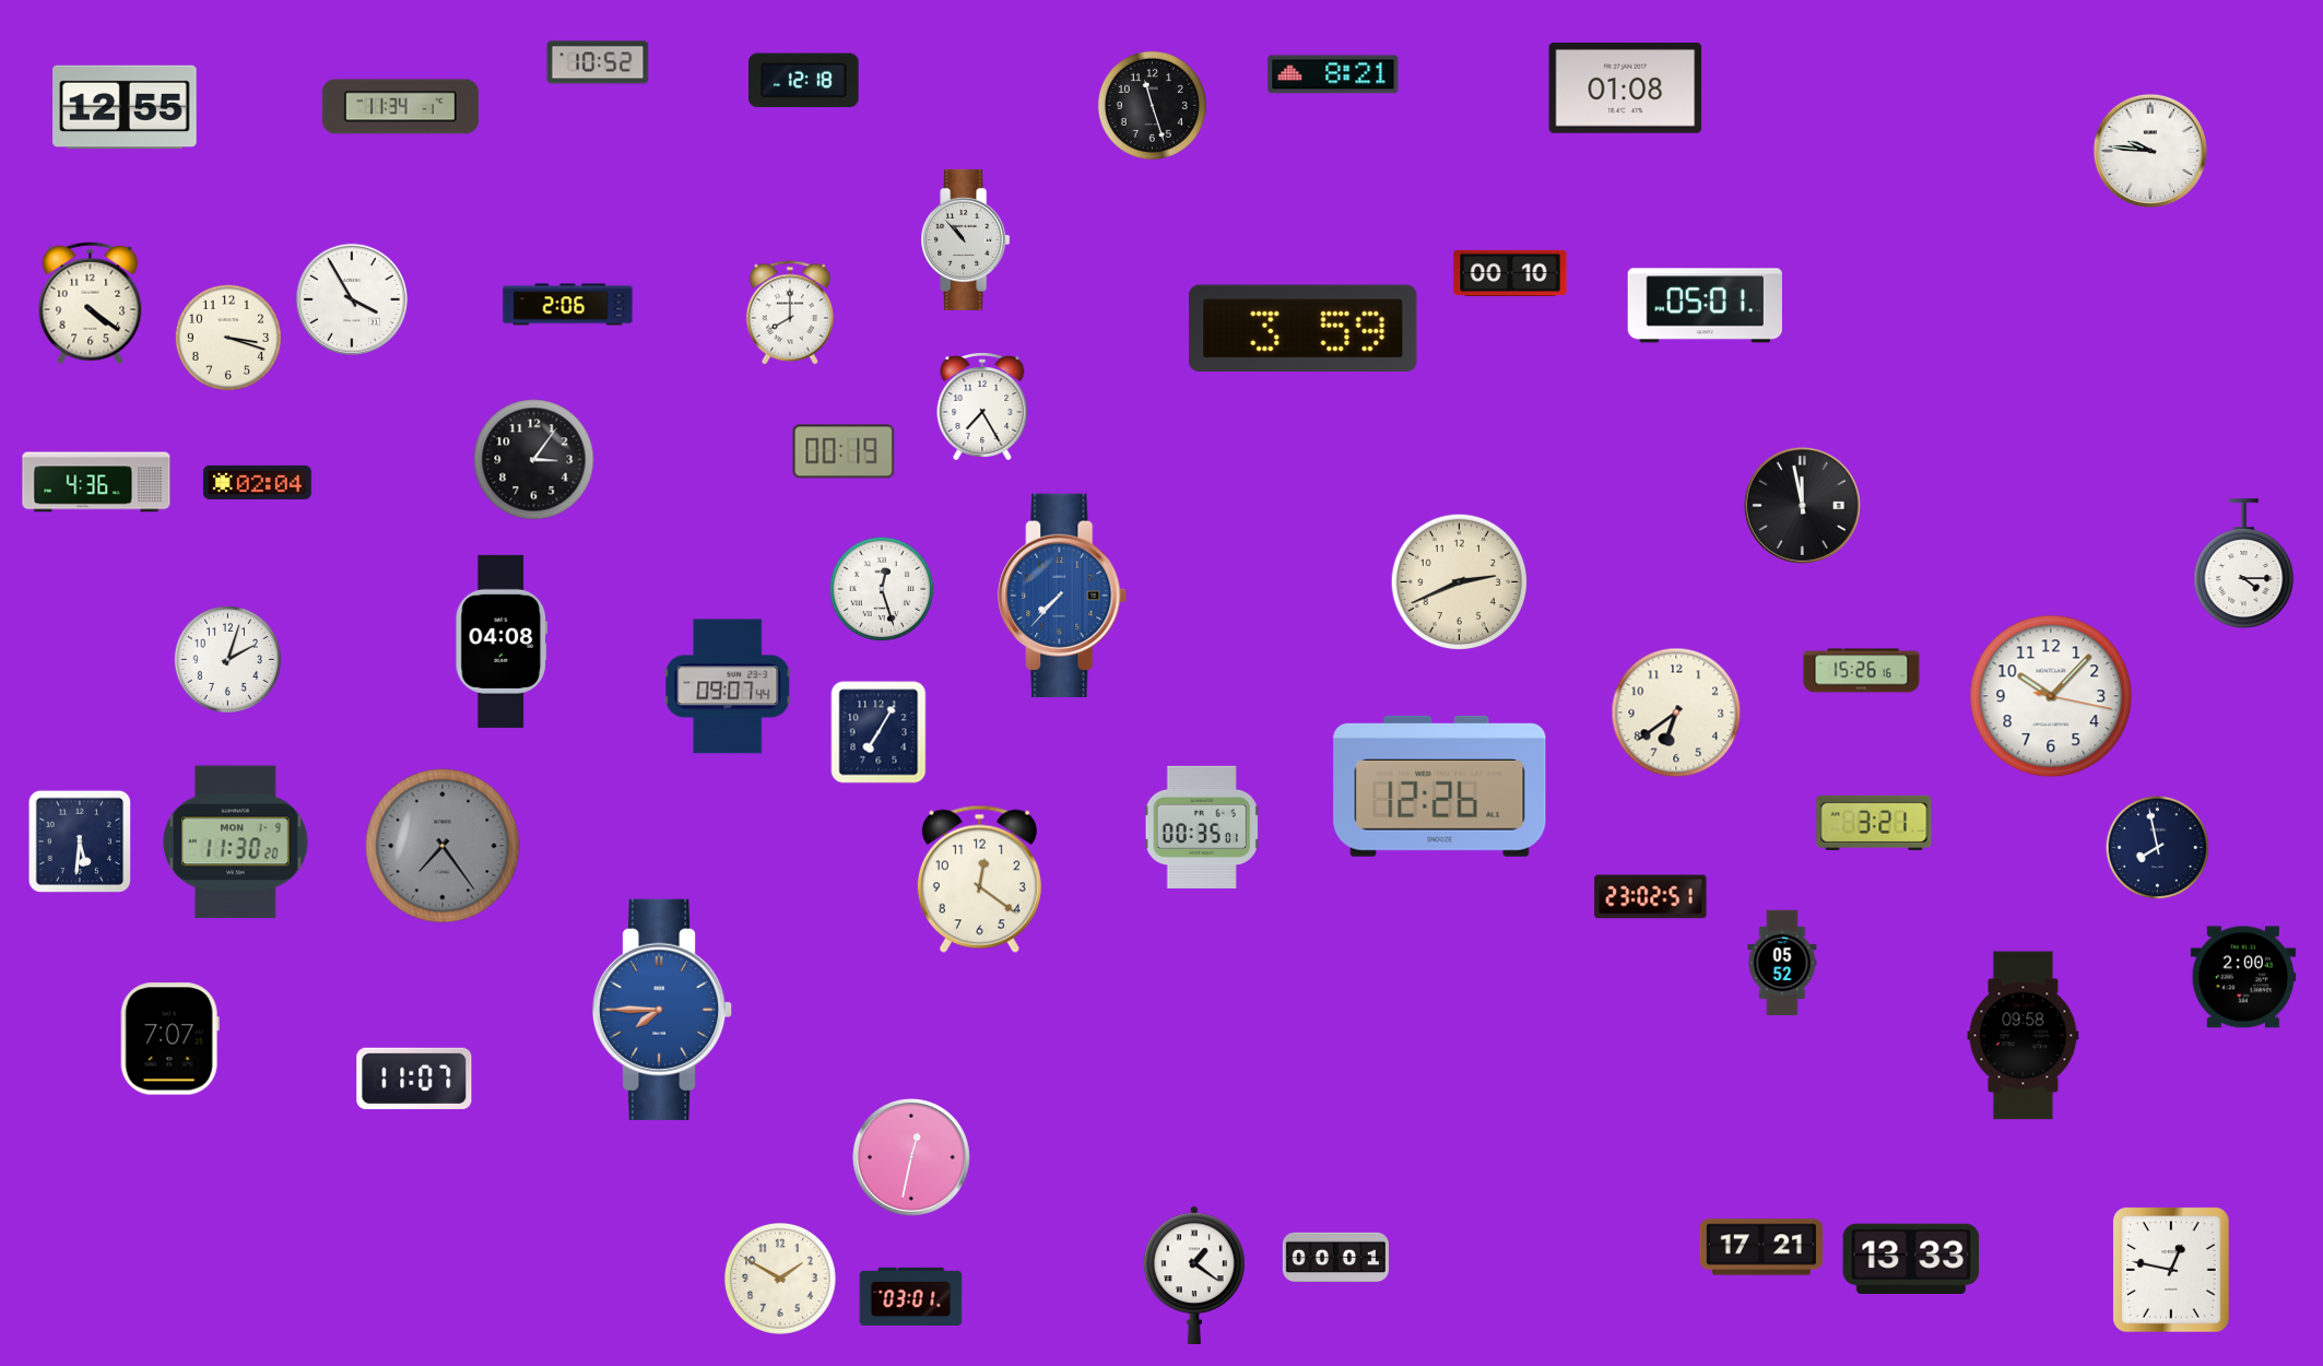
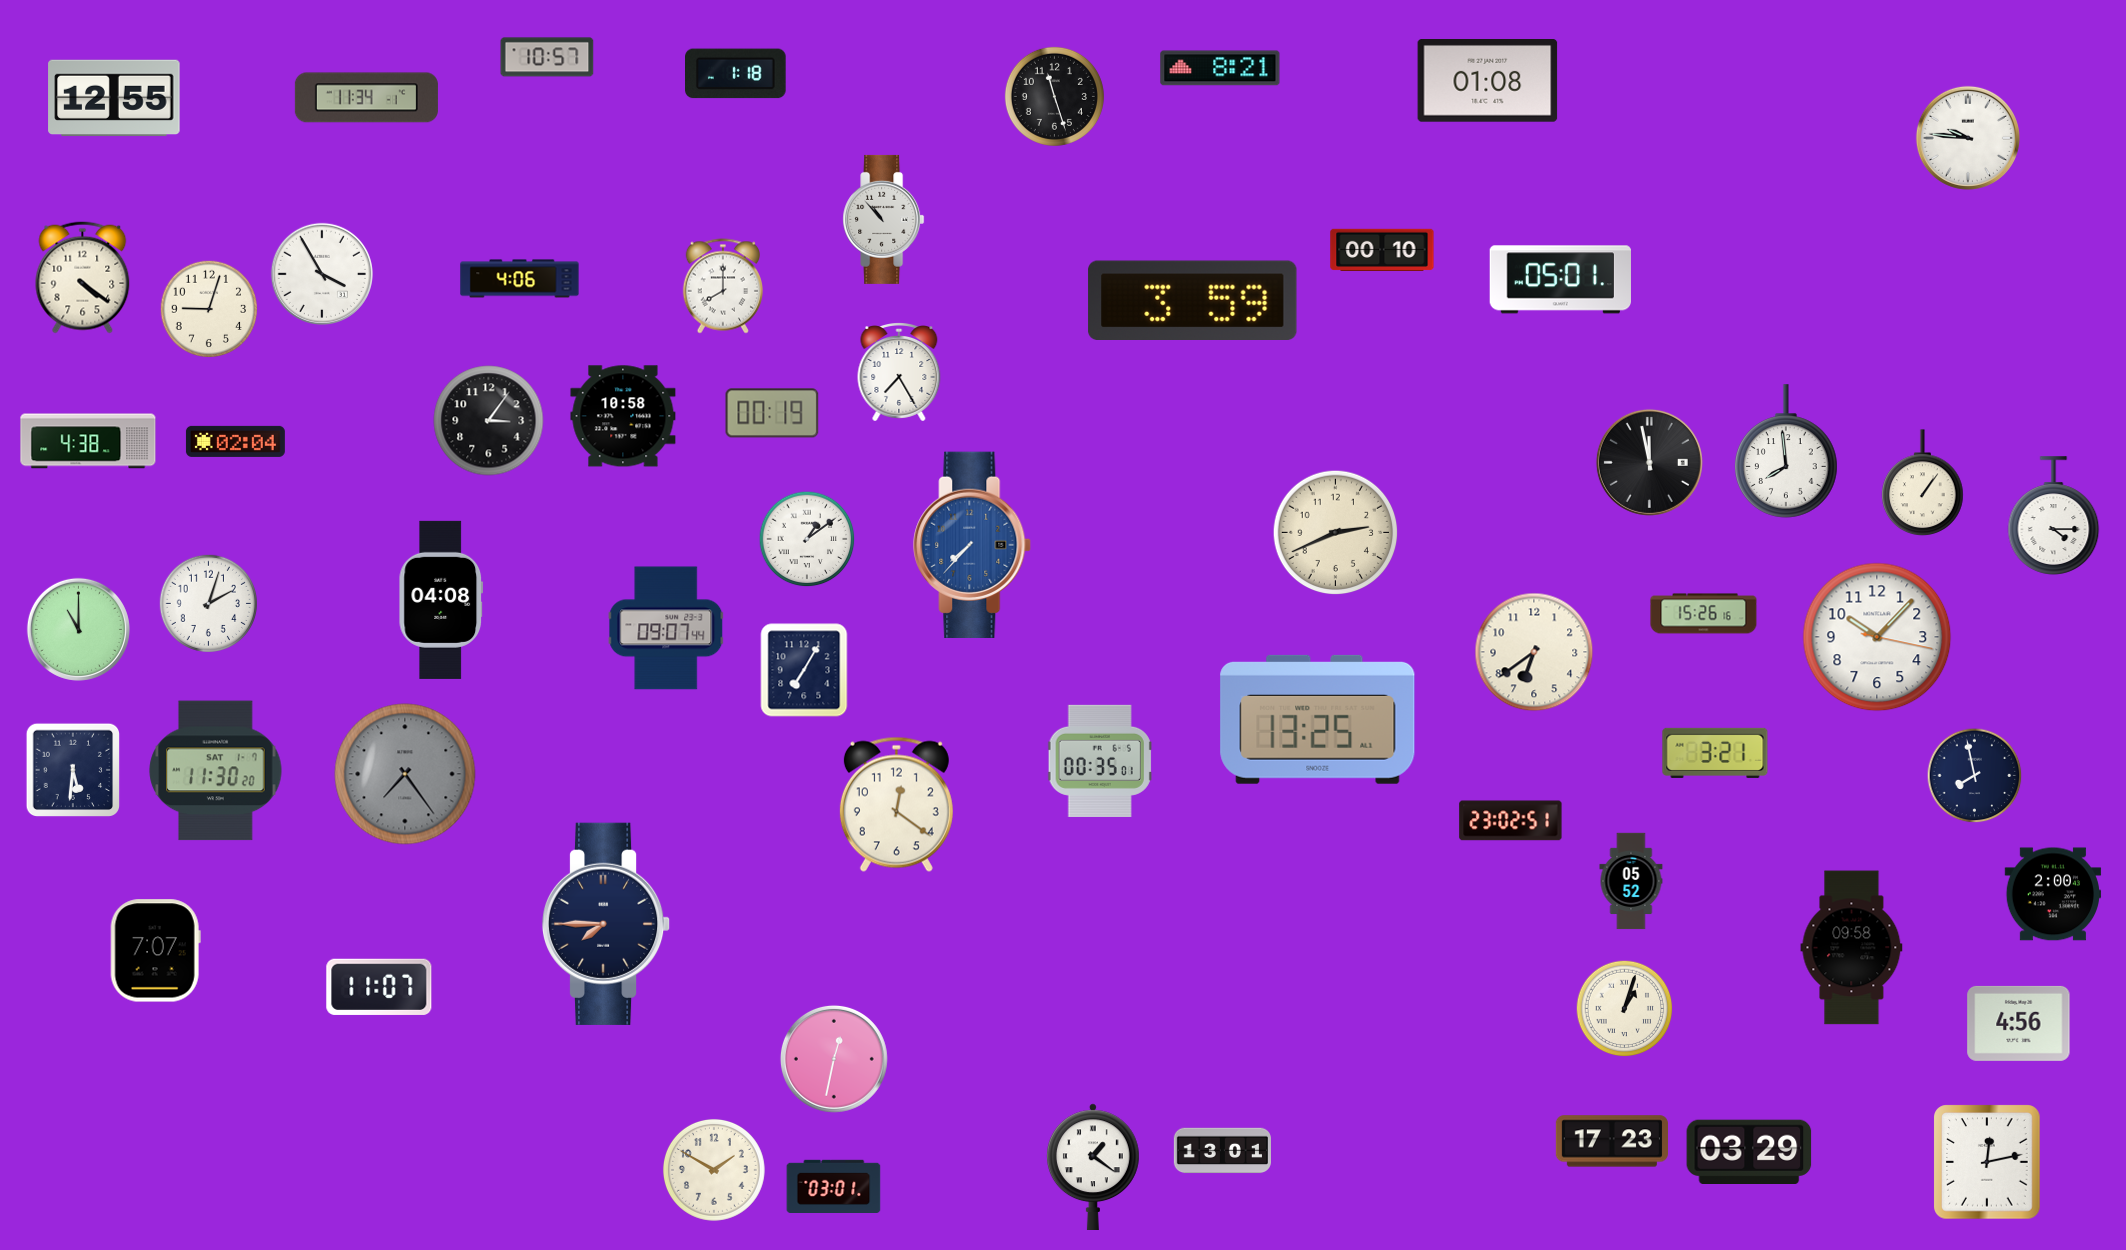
clock at (598, 62): 10:52 -> 10:57
clock at (804, 81): 12:18 -> 1:18
clock at (568, 305): 2:06 -> 4:06
clock at (228, 338): 3:18 -> 9:03
clock at (623, 416): none -> 10:58
clock at (96, 482): 4:36 -> 4:38
clock at (1787, 451): none -> 7:59
clock at (1923, 482): none -> 1:06
clock at (882, 589): 12:27 -> 1:09
clock at (502, 641) position: (502, 641) -> (441, 600)
clock at (78, 629): none -> 11:00
clock at (1440, 786): 12:26 -> 13:25
clock at (1202, 827) position: (1202, 827) -> (1100, 761)
clock at (236, 843) date: MON 1-9 -> SAT 1-7
clock at (662, 1010) dial: blue -> navy
clock at (1625, 1009): none -> 1:03
clock at (2019, 1023): none -> 4:56
clock at (1761, 1247): 17:21 -> 17:23
clock at (1335, 1258): 00:01 -> 13:01
clock at (1911, 1258): 13:33 -> 03:29
clock at (2171, 1270): 12:47 -> 12:13
